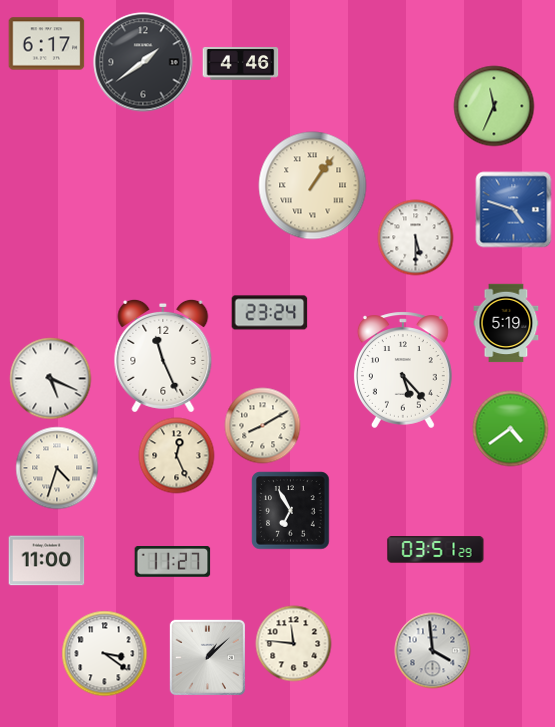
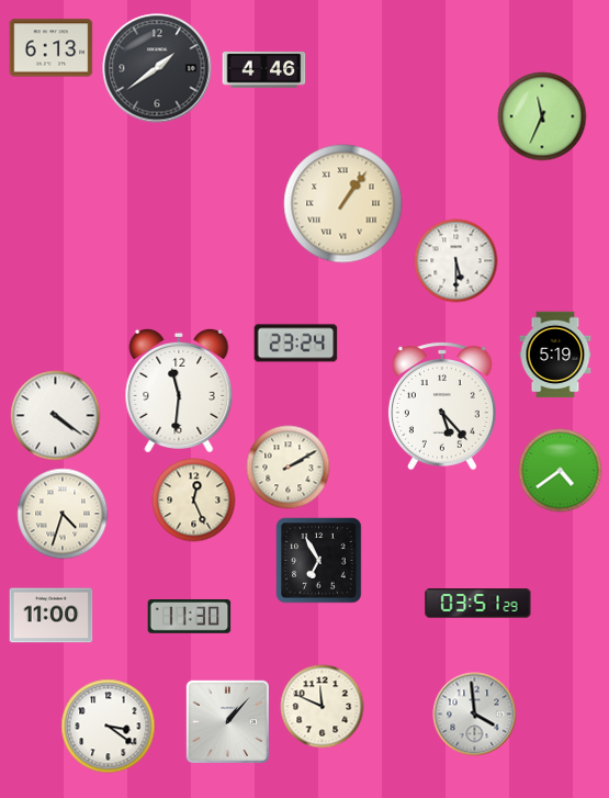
clock at (47, 44): 6:17 -> 6:13
clock at (514, 210): 4:48 -> none
clock at (163, 356): 11:26 -> 11:31
clock at (51, 379): 5:19 -> 4:21
clock at (263, 426): 8:10 -> 2:10
clock at (173, 562): 11:27 -> 11:30
clock at (294, 644): 11:46 -> 11:49
clock at (105, 654) position: (105, 654) -> (109, 727)
clock at (207, 657): 1:08 -> 1:07
